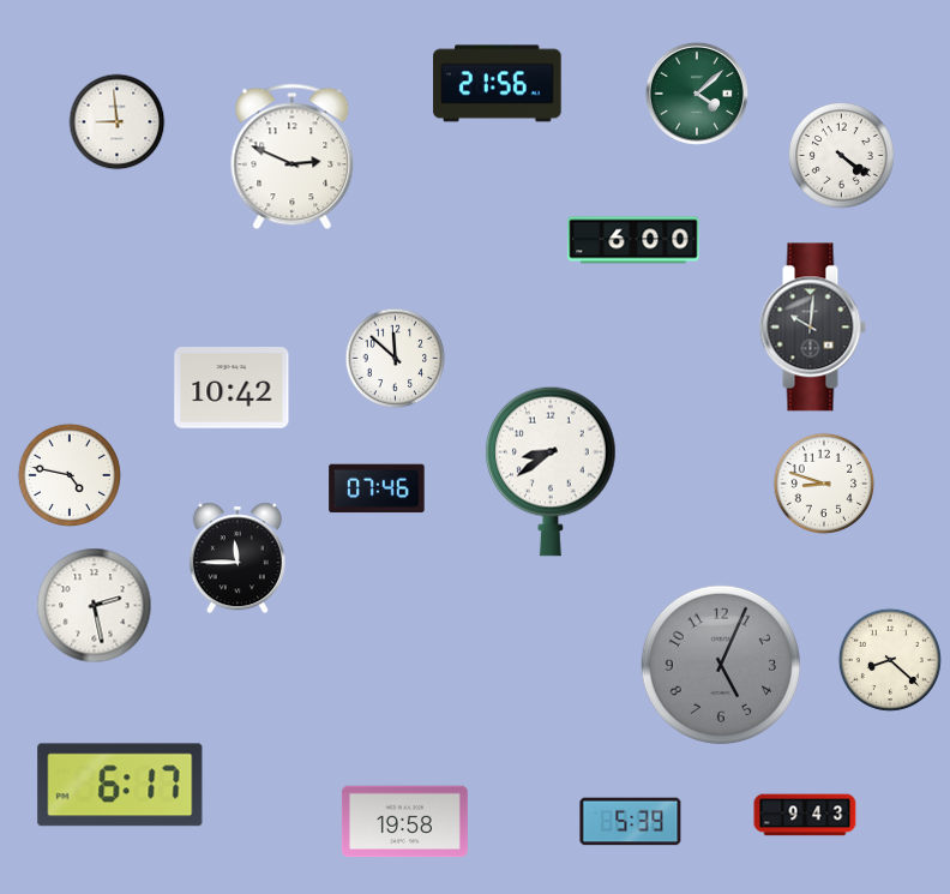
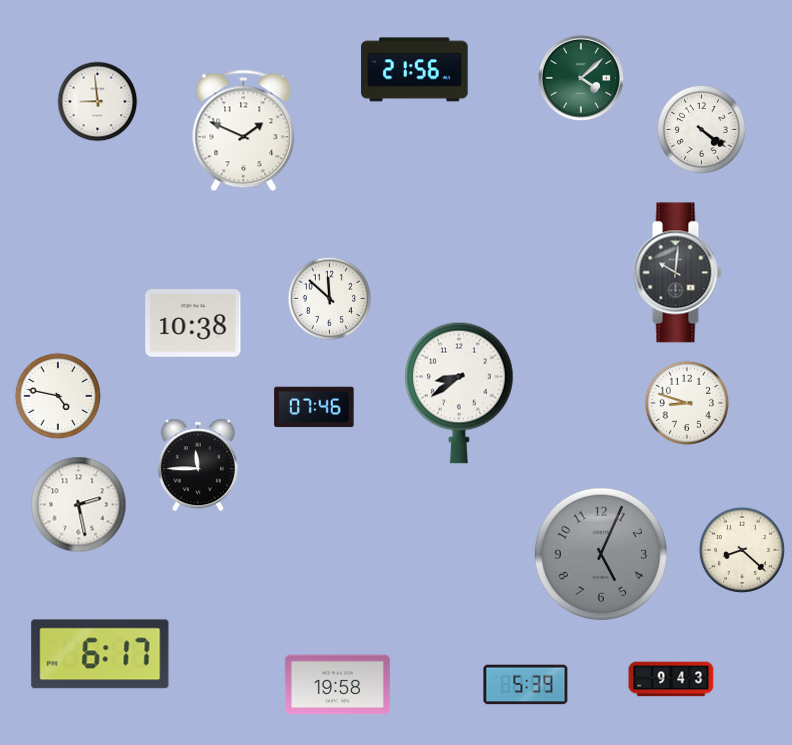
clock at (293, 157): 2:49 -> 1:49
clock at (633, 240): 6:00 -> none
clock at (232, 388): 10:42 -> 10:38
